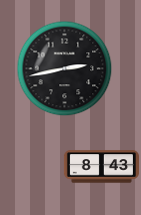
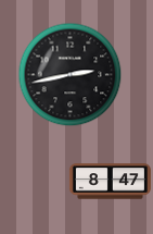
clock at (101, 167): 8:43 -> 8:47
